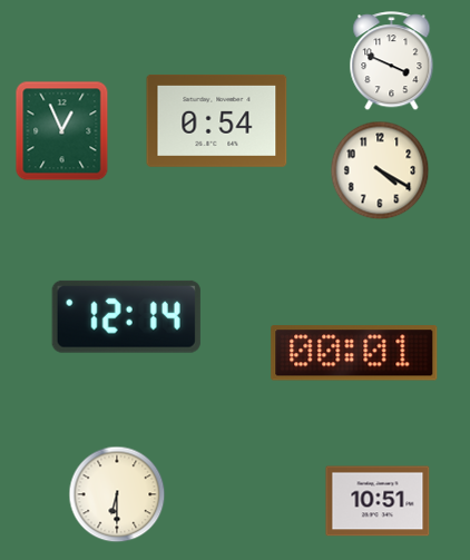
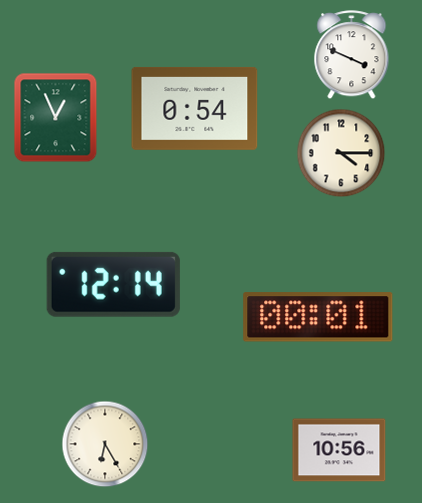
clock at (380, 170): 4:20 -> 4:15
clock at (117, 494): 6:30 -> 6:25
clock at (378, 501): 10:51 -> 10:56
